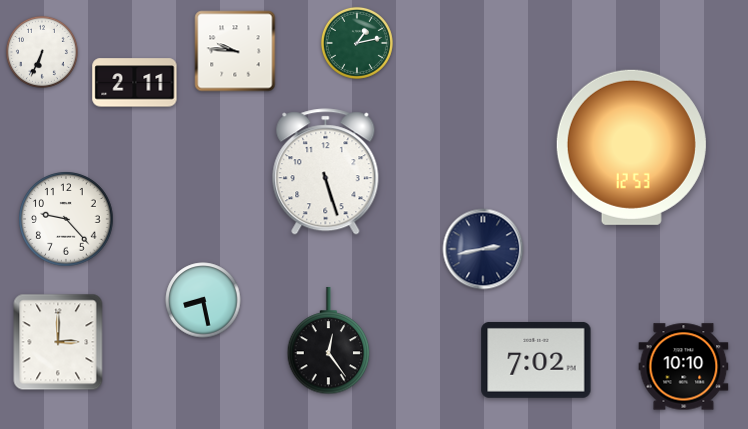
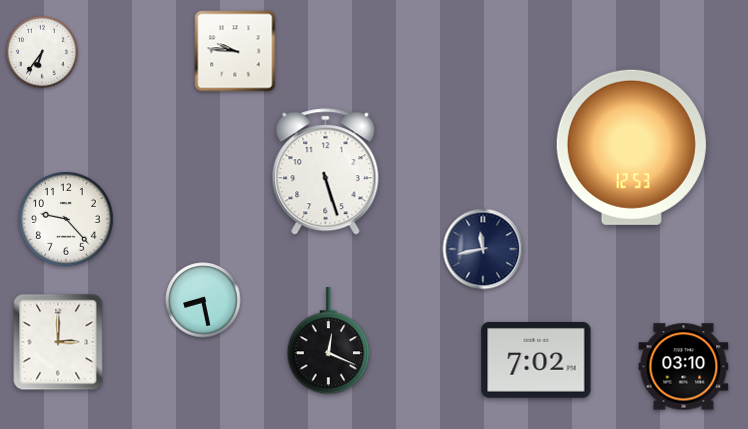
clock at (357, 43): 1:13 -> none
clock at (42, 52): 6:34 -> 6:36
clock at (135, 83): 2:11 -> none
clock at (483, 249): 2:43 -> 11:43
clock at (329, 341): 12:24 -> 12:19
clock at (684, 367): 10:10 -> 03:10
